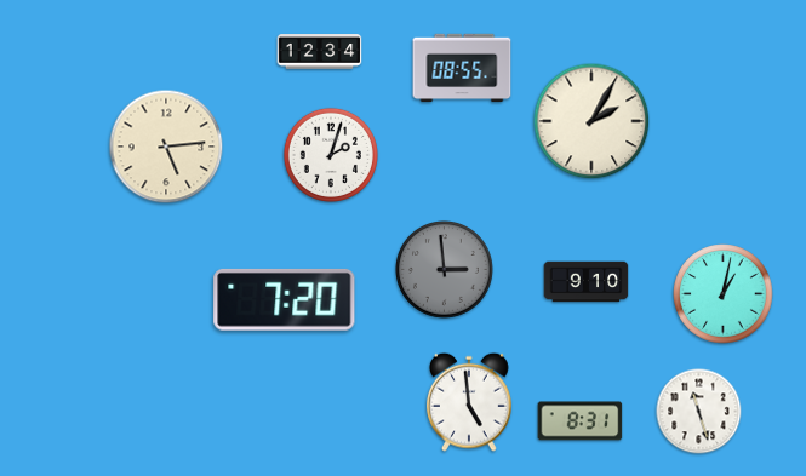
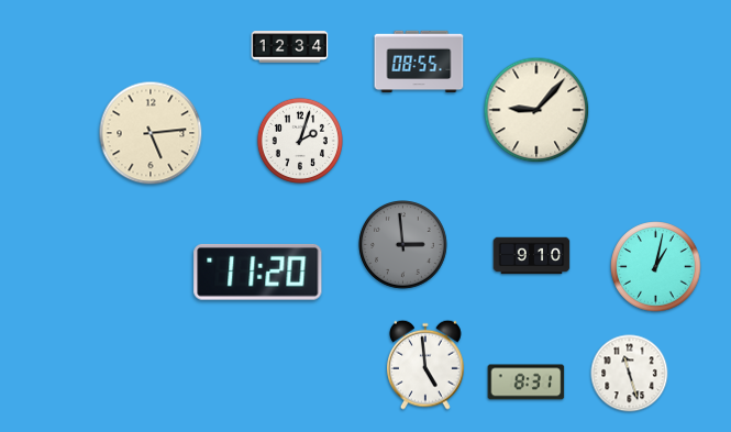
clock at (591, 121): 2:05 -> 9:07
clock at (285, 299): 7:20 -> 11:20
clock at (699, 412) position: (699, 412) -> (630, 374)
